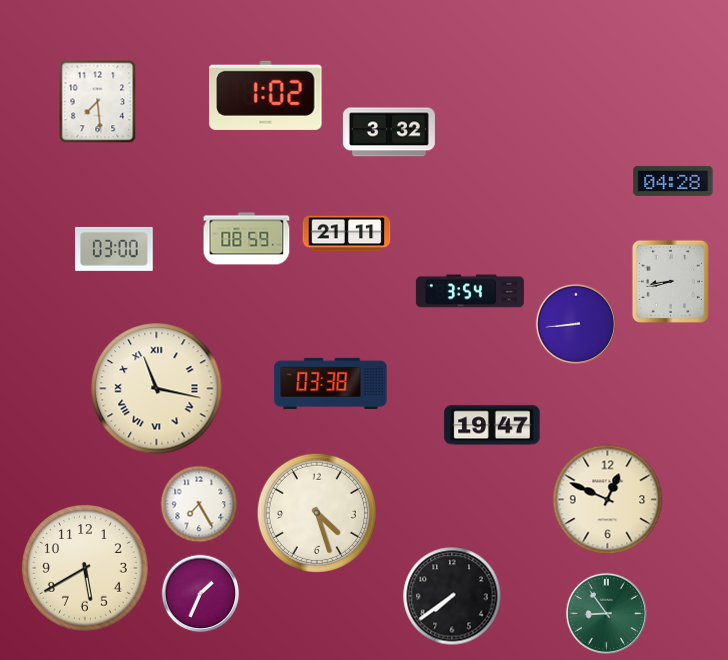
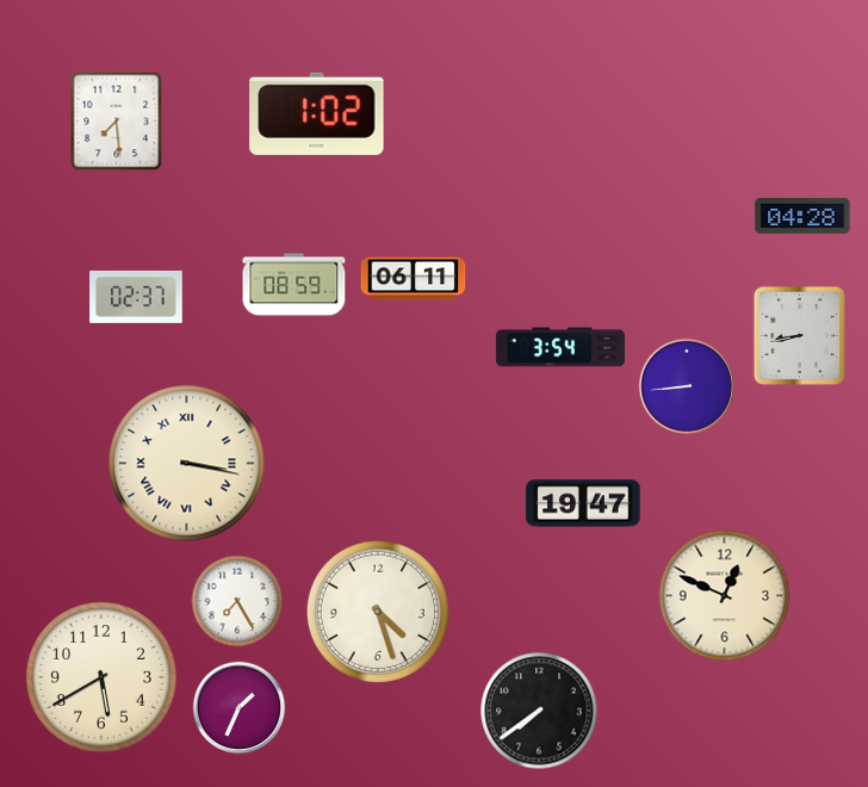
clock at (389, 132): 3:32 -> none
clock at (347, 234): 21:11 -> 06:11
clock at (114, 249): 03:00 -> 02:37
clock at (331, 383): 03:38 -> none
clock at (157, 389): 11:17 -> 3:17
clock at (492, 425) position: (492, 425) -> (583, 503)
clock at (606, 613): 8:54 -> none
